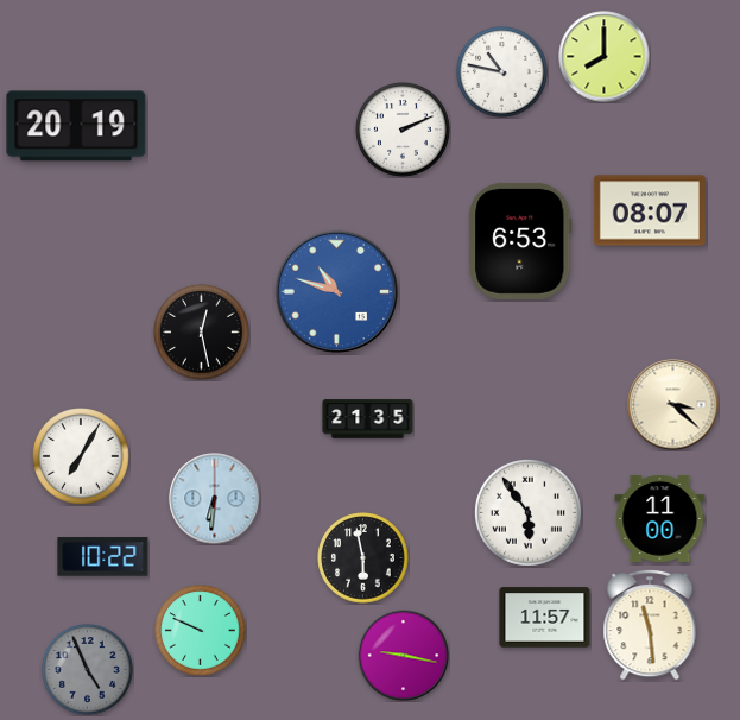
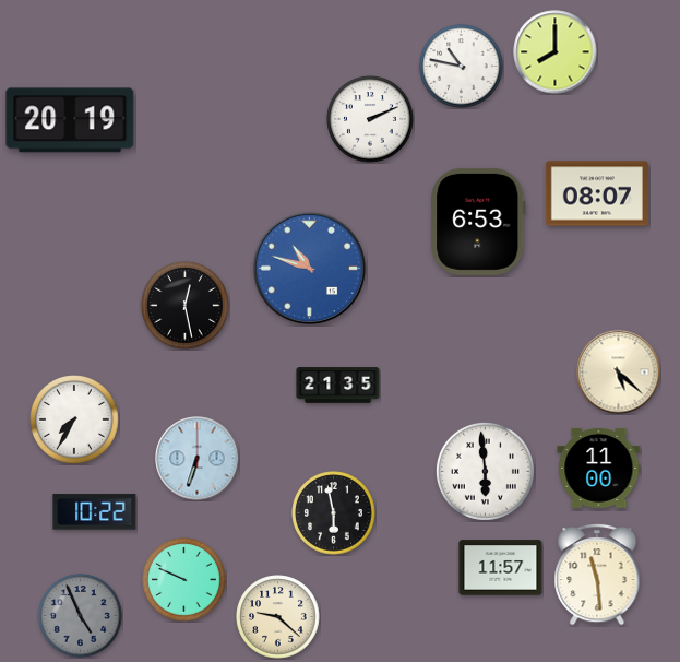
clock at (76, 126) position: (76, 126) -> (70, 120)
clock at (673, 405): 3:22 -> 5:22
clock at (82, 457): 7:05 -> 7:35
clock at (215, 499): 6:31 -> 6:33
clock at (527, 512): 5:54 -> 5:59
clock at (660, 518) position: (660, 518) -> (599, 468)
clock at (404, 656): 9:17 -> none
clock at (278, 617): none -> 9:22
